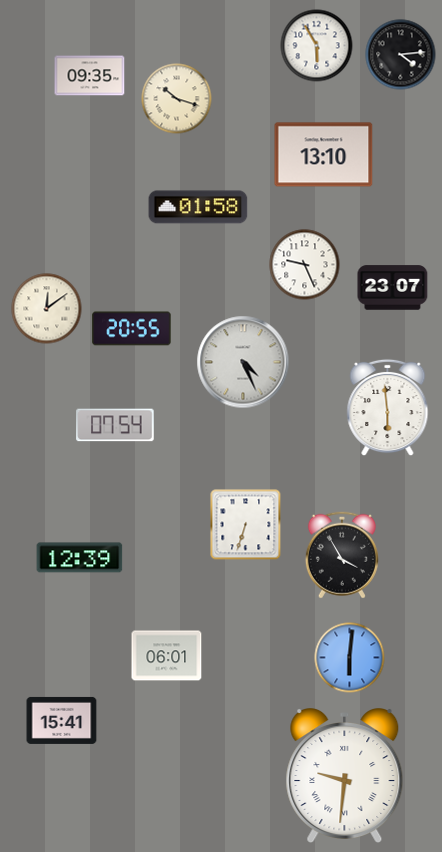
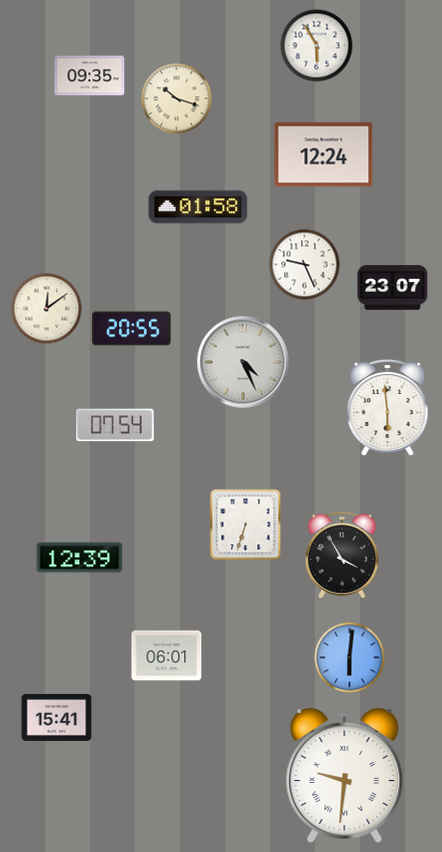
clock at (401, 55): 4:14 -> none
clock at (324, 155): 13:10 -> 12:24
clock at (62, 720) position: (62, 720) -> (57, 717)
